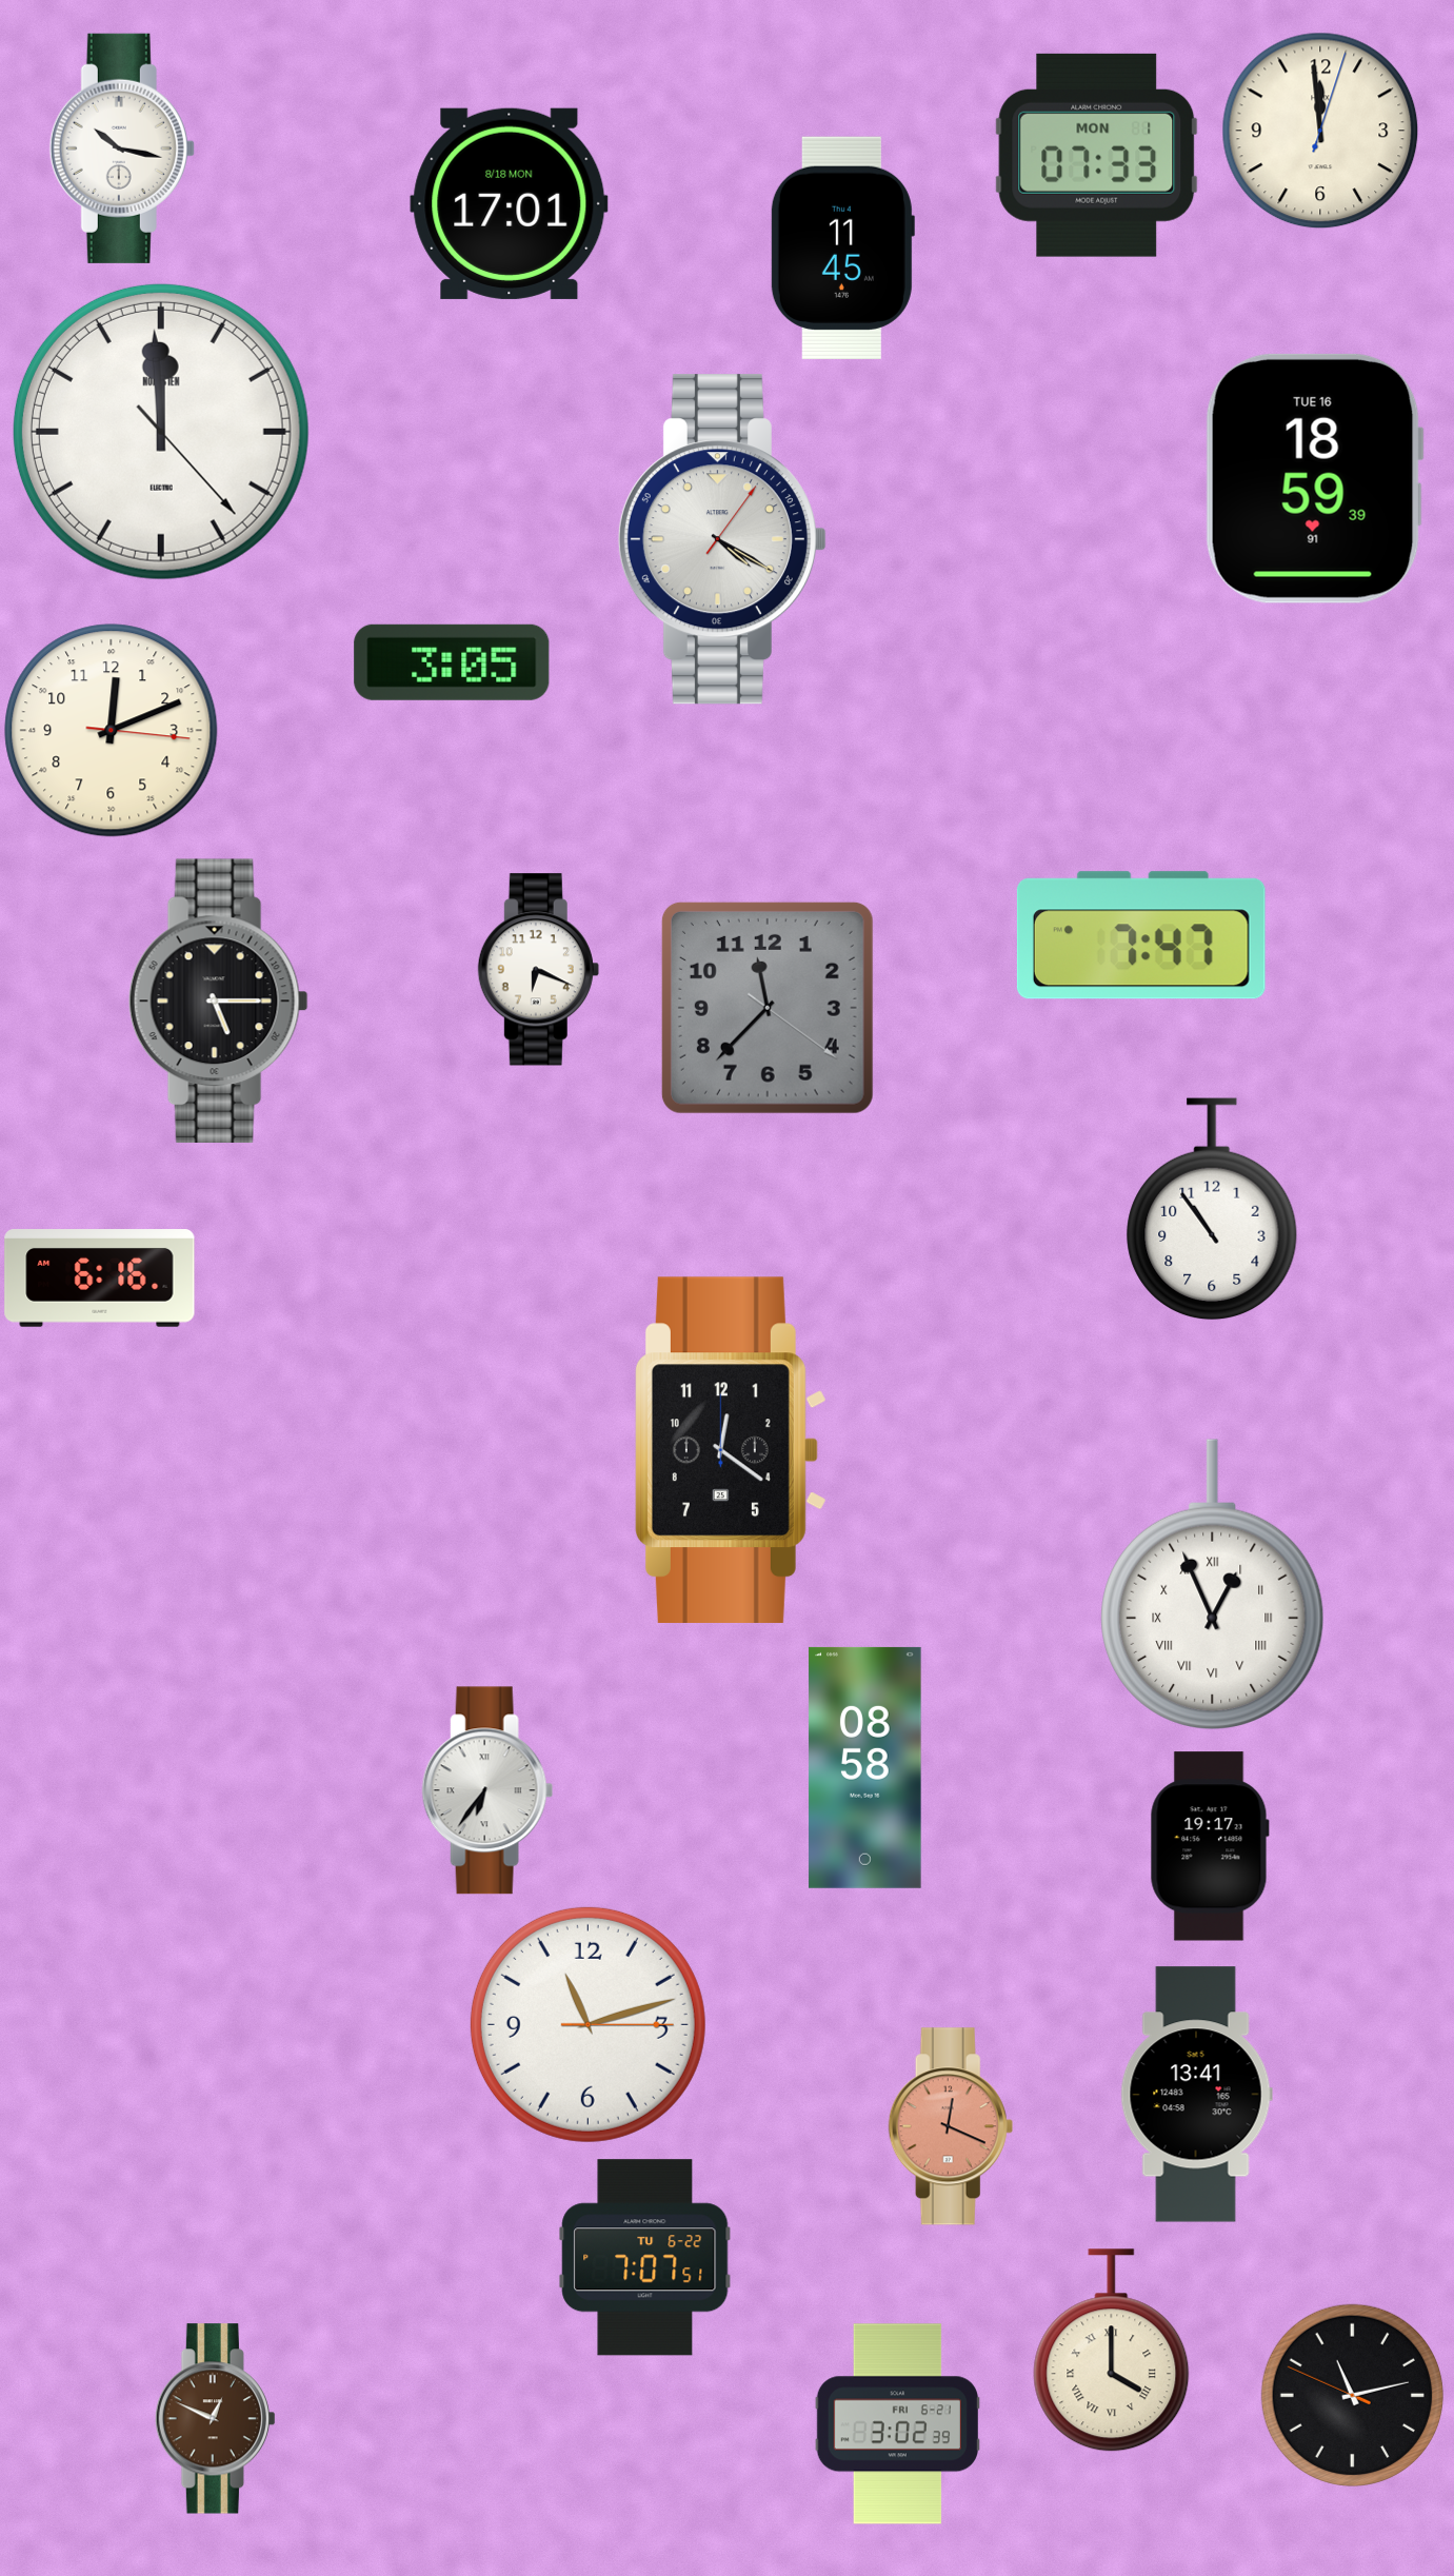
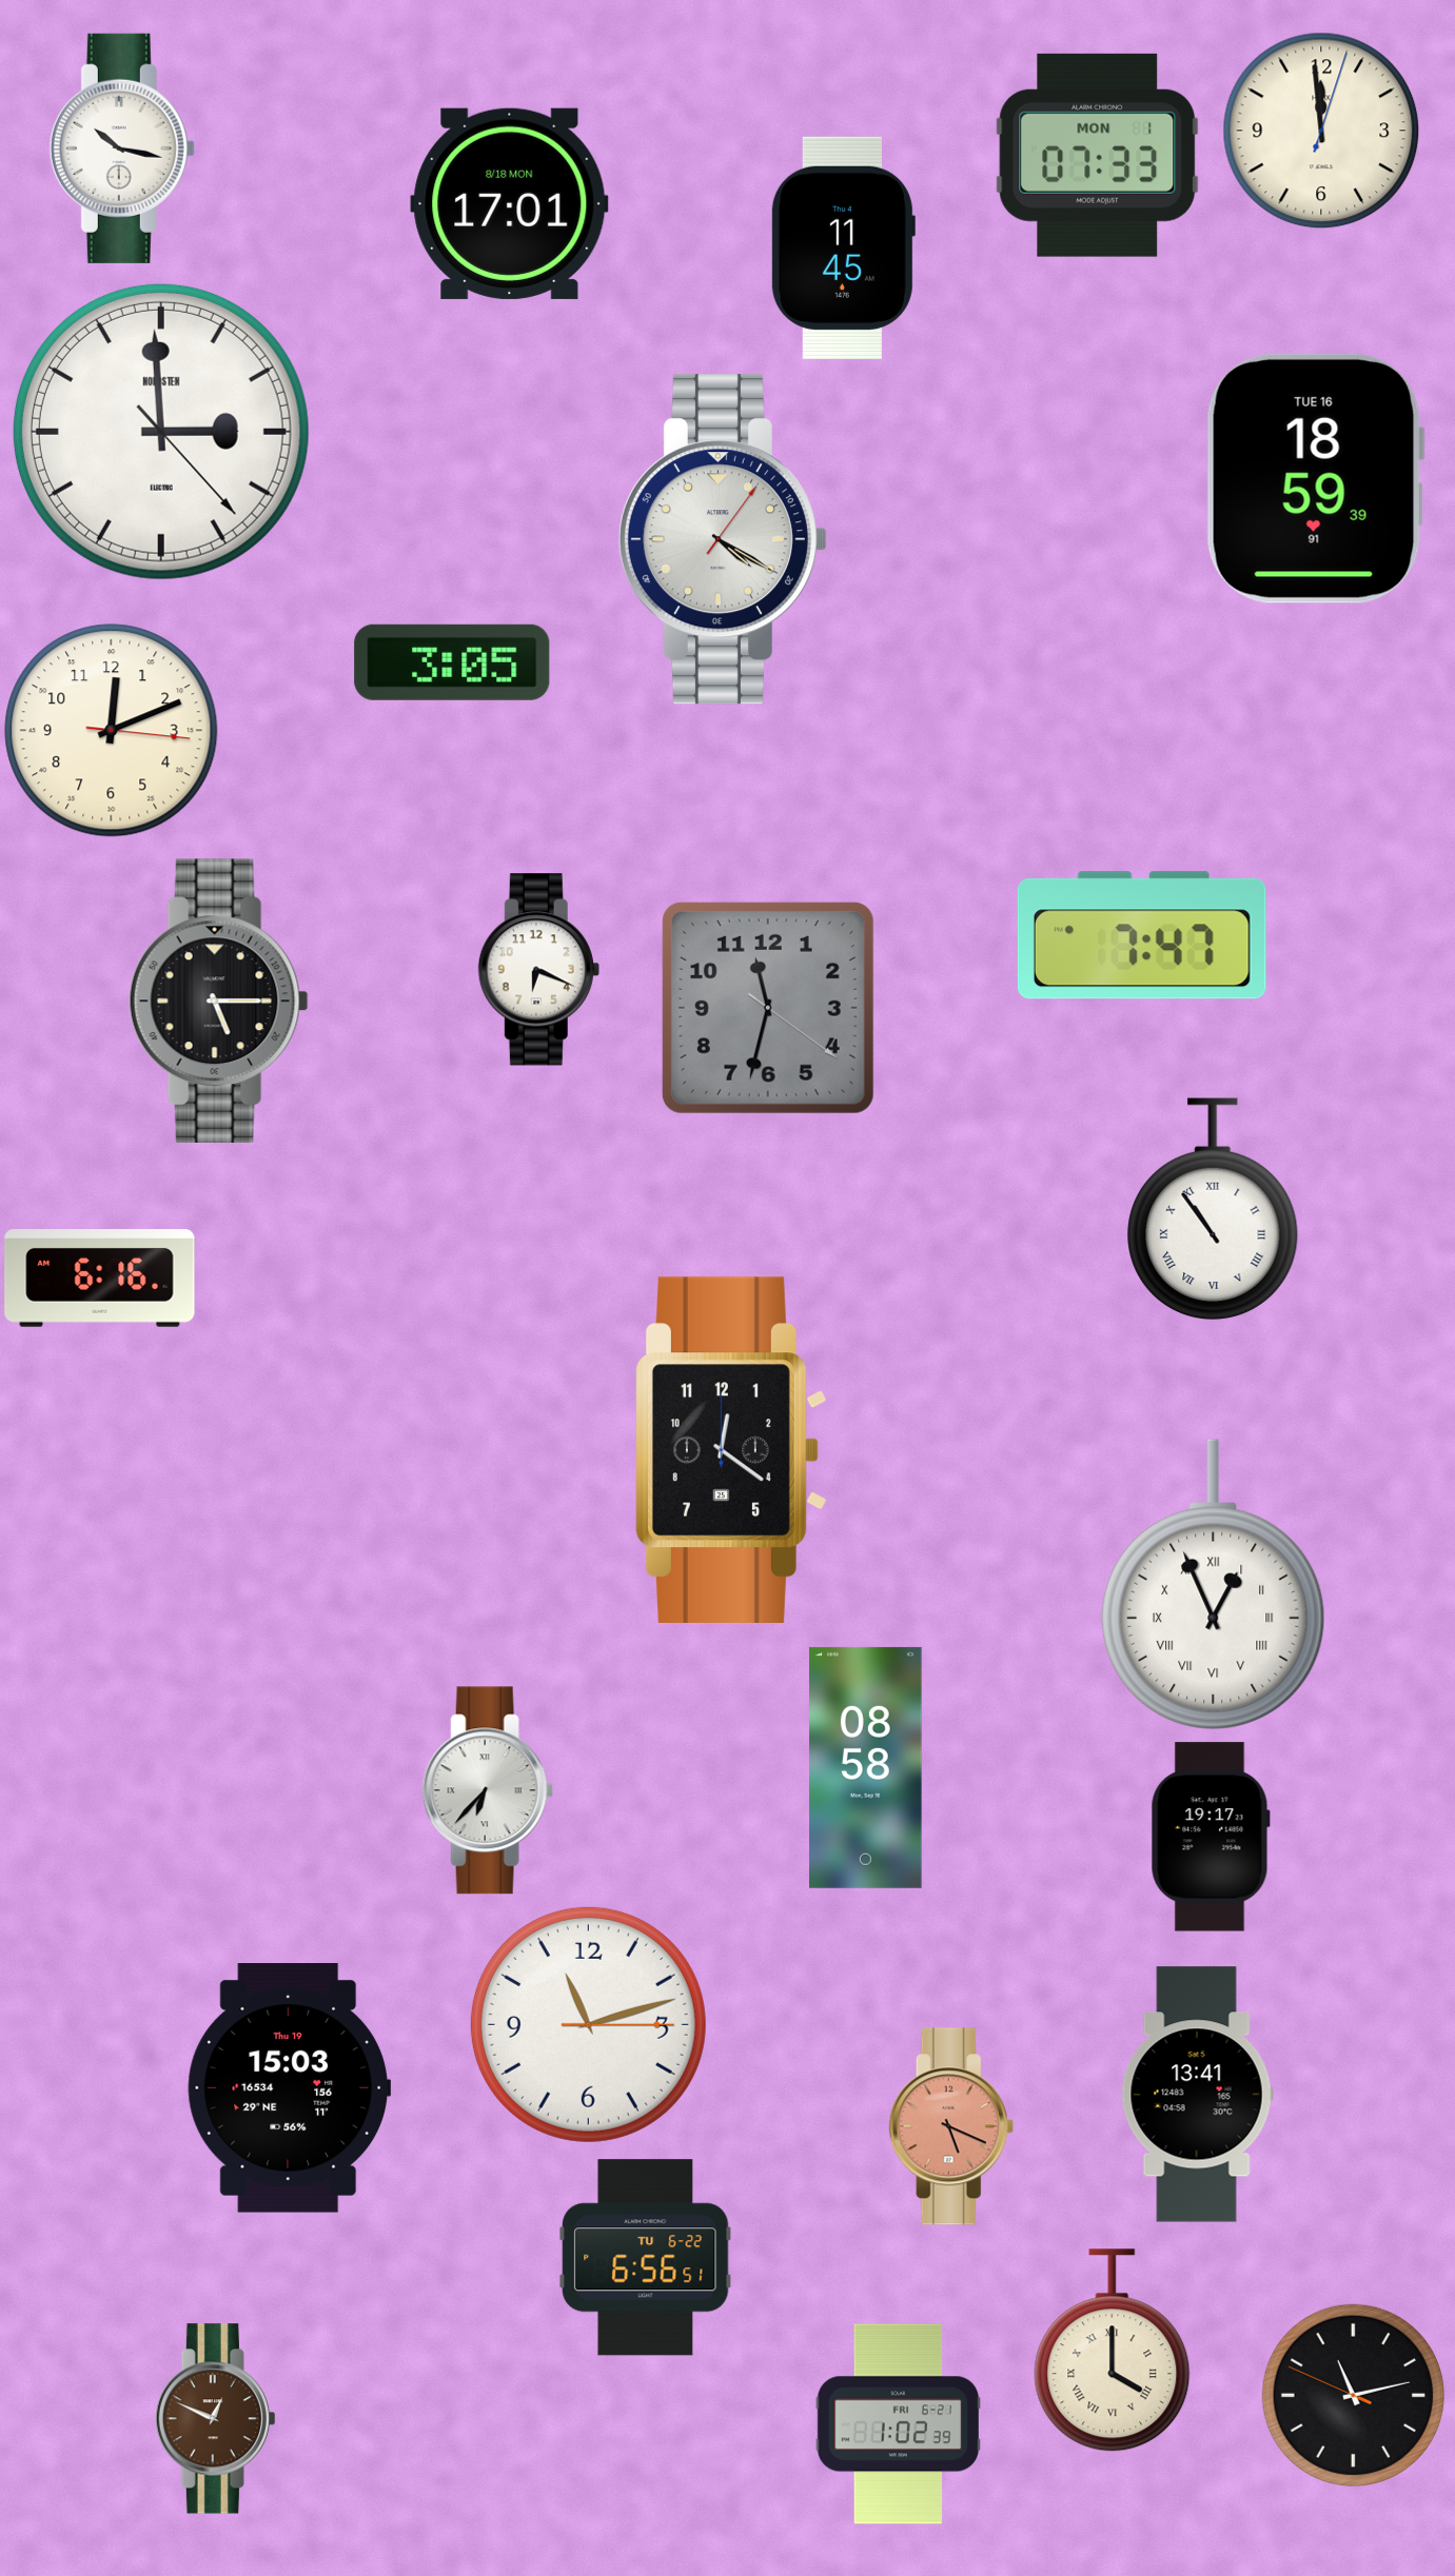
clock at (161, 432): 11:59 -> 2:59
clock at (768, 1008): 11:37 -> 11:32
clock at (1212, 1209) numerals: Arabic -> Roman
clock at (487, 1790): 6:36 -> 6:37
clock at (1210, 1846) position: (1210, 1846) -> (1211, 1837)
clock at (290, 2088): none -> 15:03
clock at (951, 2126): 12:19 -> 5:19
clock at (645, 2258): 7:07 -> 6:56
clock at (897, 2424): 3:02 -> 1:02
